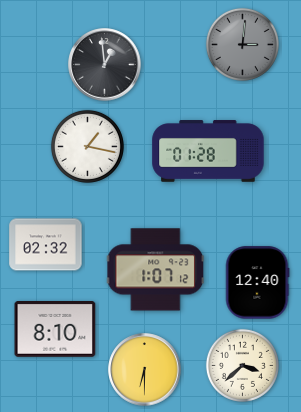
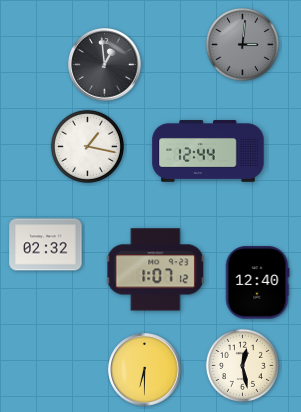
clock at (208, 151): 01:28 -> 12:44
clock at (55, 330): 8:10 -> none
clock at (242, 365): 3:38 -> 12:28
